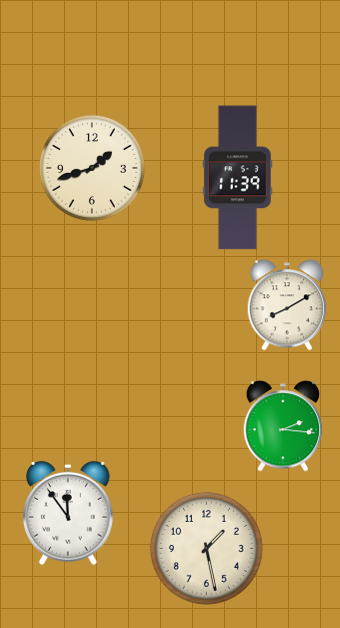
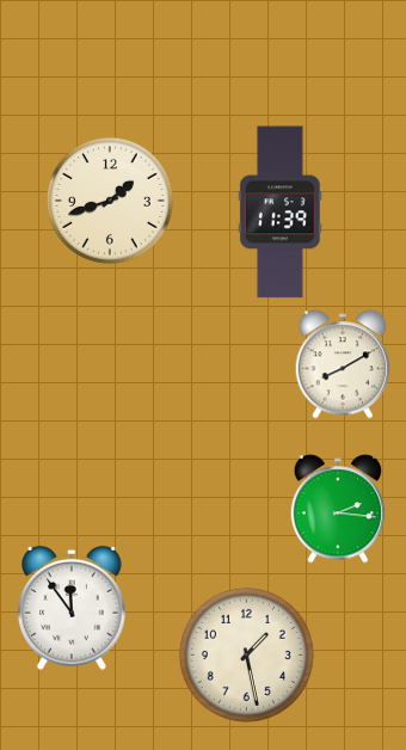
clock at (237, 178) position: (237, 178) -> (279, 213)
clock at (68, 513) position: (68, 513) -> (72, 608)
